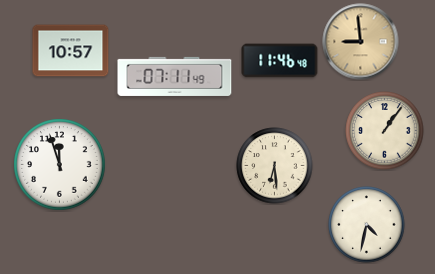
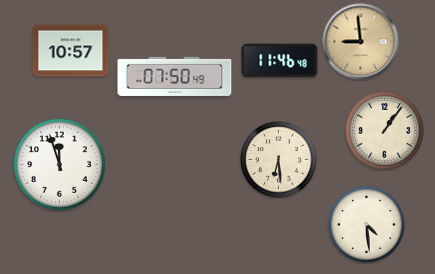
clock at (175, 76): 07:11 -> 07:50
clock at (275, 166) position: (275, 166) -> (279, 160)
clock at (367, 225): 4:32 -> 4:29
